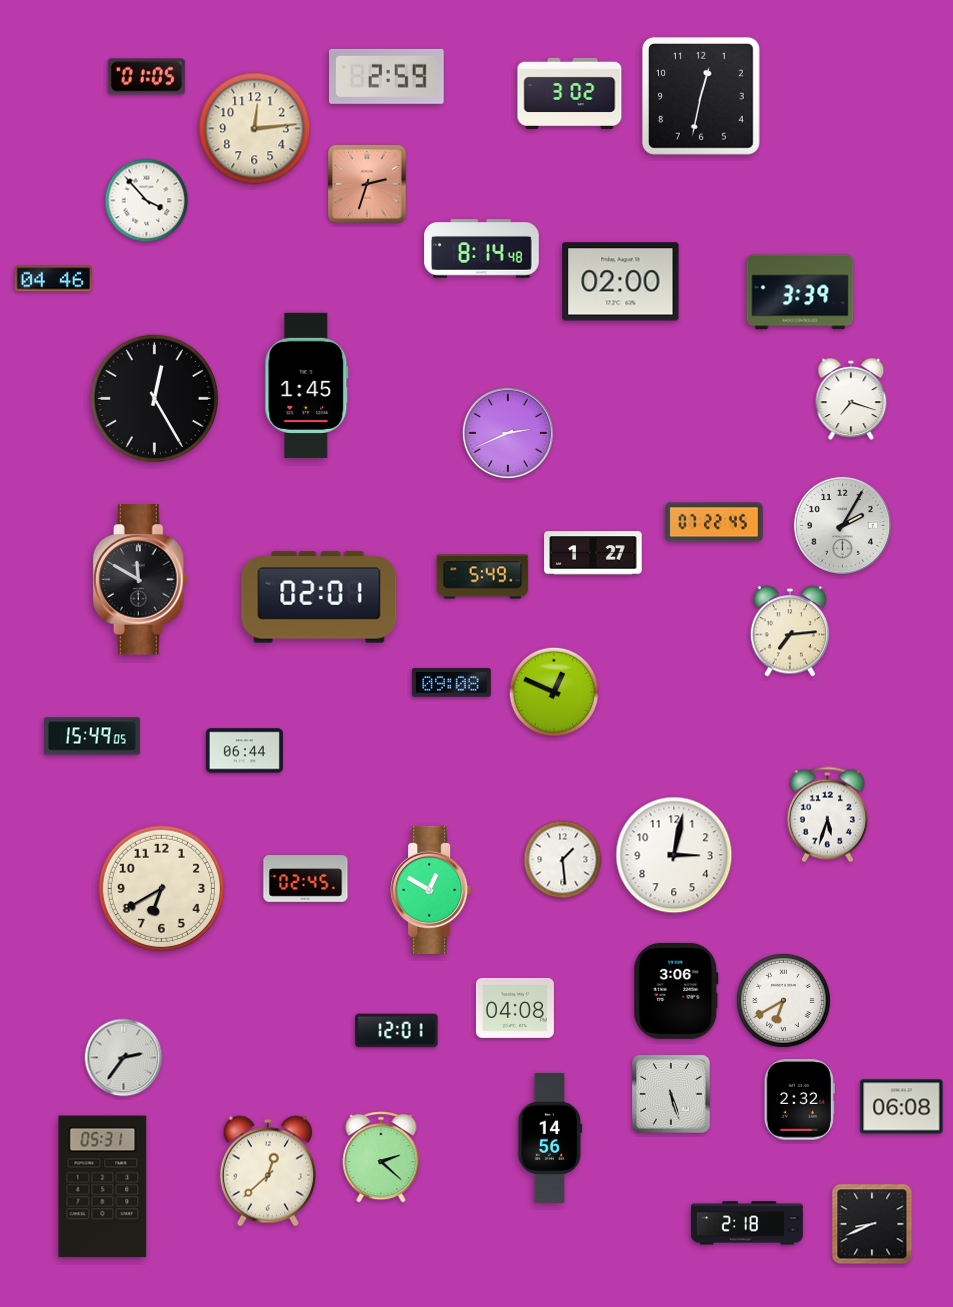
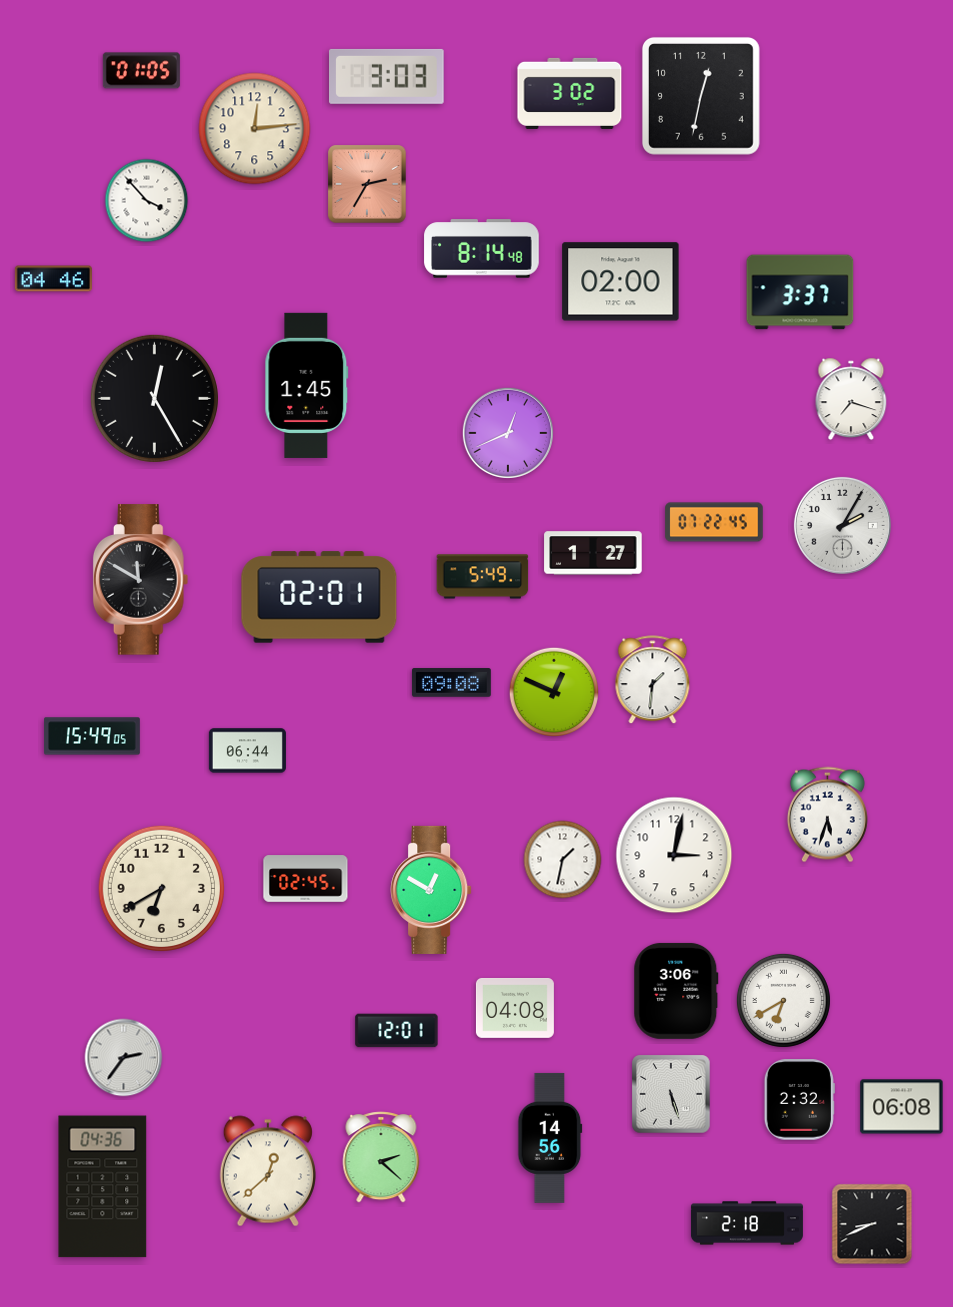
clock at (387, 76): 2:59 -> 3:03
clock at (146, 77) position: (146, 77) -> (141, 71)
clock at (367, 184): 2:33 -> 2:35
clock at (800, 292): 3:39 -> 3:37
clock at (508, 433): 2:41 -> 12:41
clock at (790, 631): 7:14 -> none
clock at (653, 680): none -> 1:31
clock at (244, 751) position: (244, 751) -> (247, 751)
clock at (563, 860): 1:29 -> 1:32
clock at (103, 1187): 05:31 -> 04:36
